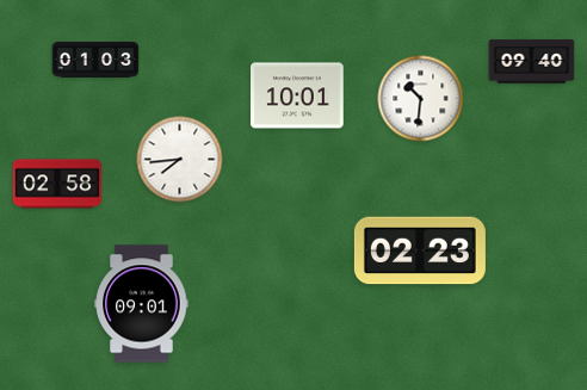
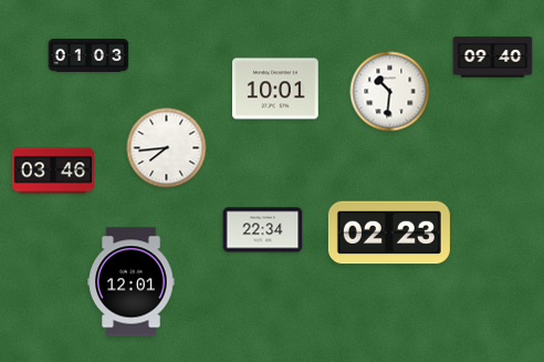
clock at (57, 184): 02:58 -> 03:46
clock at (263, 230): none -> 22:34
clock at (142, 304): 09:01 -> 12:01
